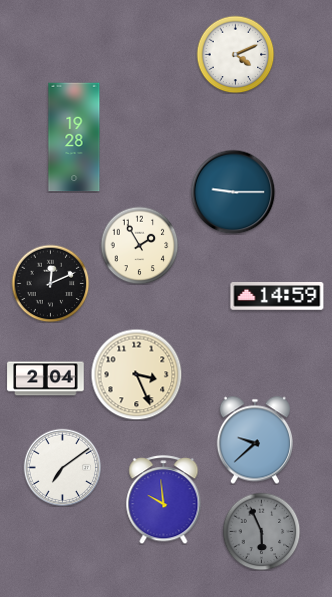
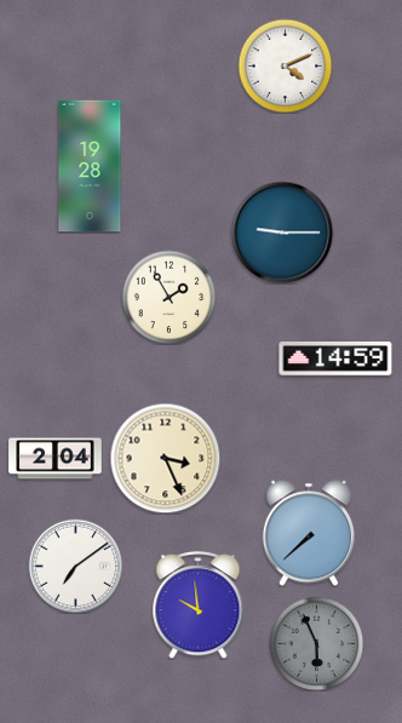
clock at (50, 283): 12:11 -> none
clock at (136, 374) position: (136, 374) -> (165, 458)
clock at (255, 440): 9:38 -> 7:38
